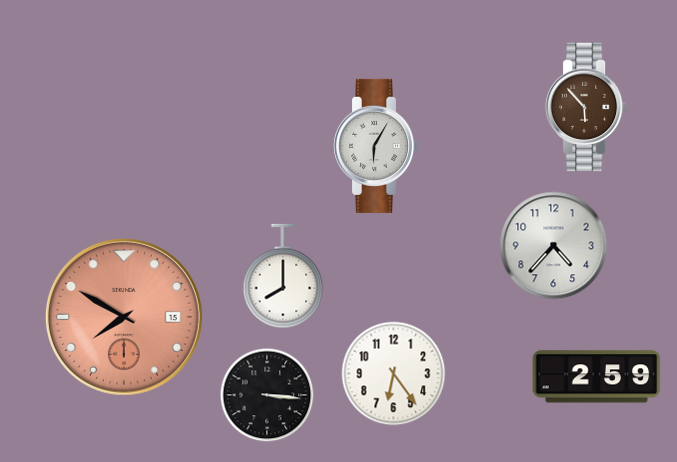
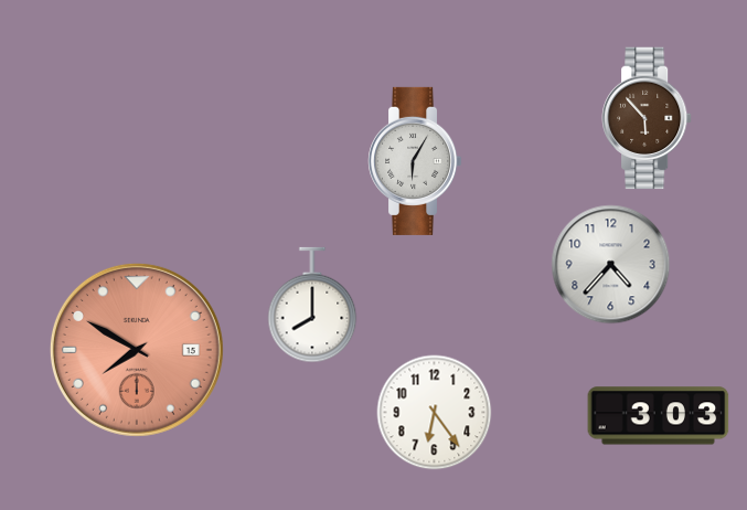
clock at (554, 246) position: (554, 246) -> (611, 265)
clock at (597, 377): 2:59 -> 3:03
clock at (267, 395): 3:16 -> none
